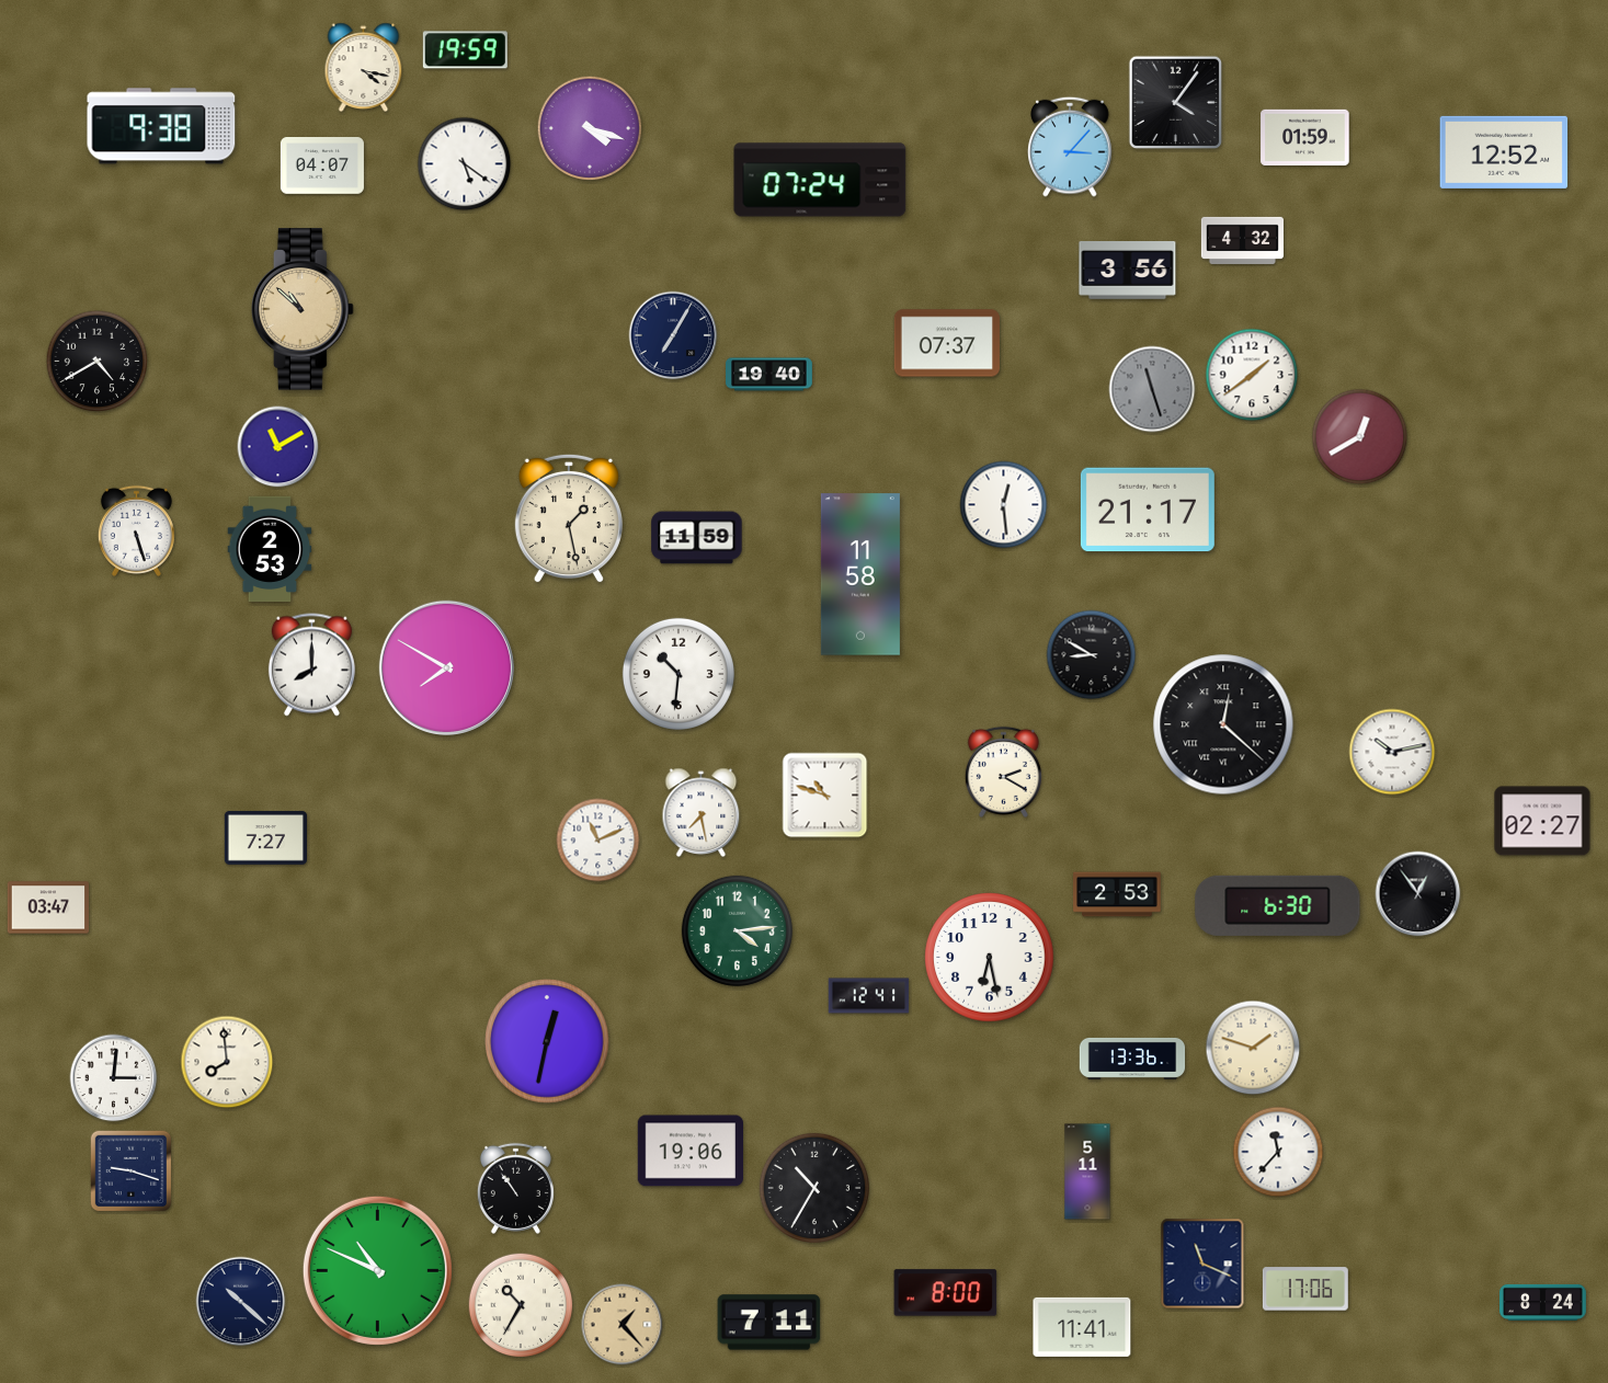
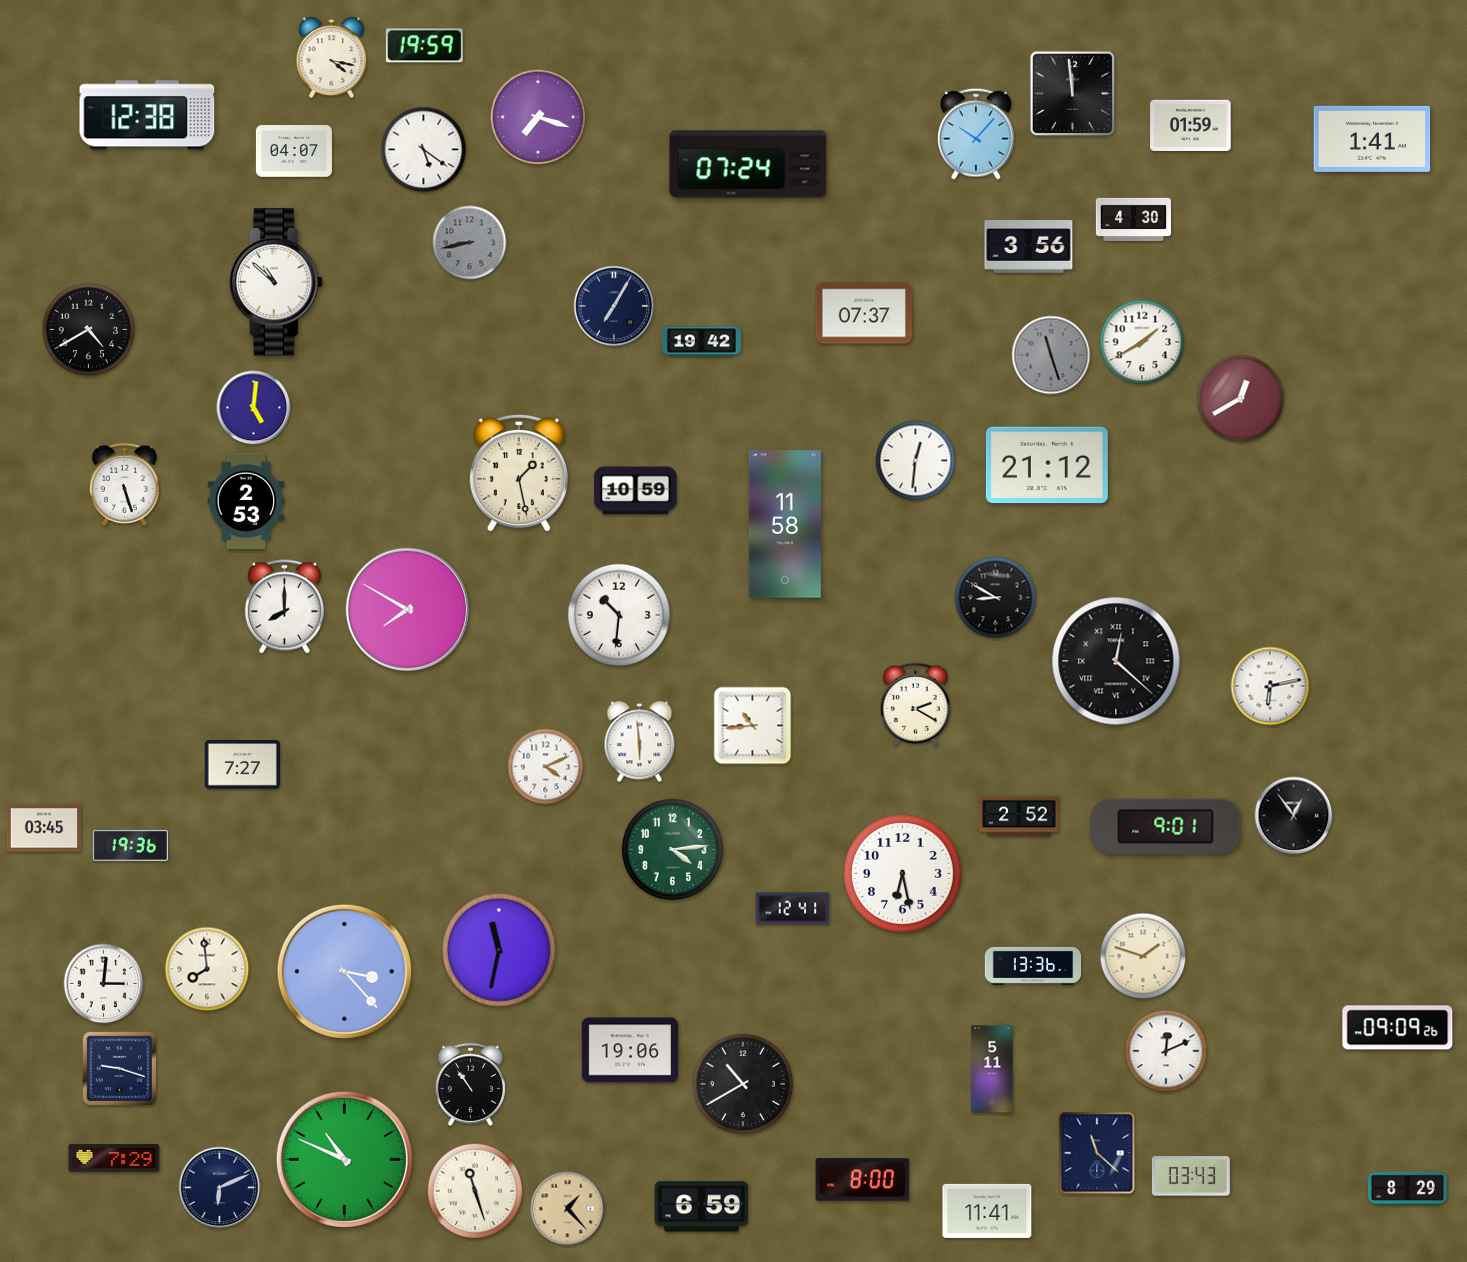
clock at (364, 68) position: (364, 68) -> (332, 58)
clock at (1176, 103): 4:06 -> 11:59
clock at (161, 126): 9:38 -> 12:38
clock at (590, 128): 4:18 -> 7:18
clock at (1070, 147): 3:07 -> 10:07
clock at (1504, 152): 12:52 -> 1:41
clock at (1242, 240): 4:32 -> 4:30
clock at (470, 243): none -> 8:43
clock at (303, 309) dial: champagne -> white
clock at (769, 375): 19:40 -> 19:42
clock at (1252, 375): 1:39 -> 1:40
clock at (278, 447): 11:10 -> 5:01
clock at (1004, 505): 12:29 -> 12:31
clock at (1148, 510): 21:17 -> 21:12
clock at (697, 538): 11:59 -> 10:59
clock at (1392, 752): 10:13 -> 6:13
clock at (825, 796): 10:48 -> 10:44
clock at (702, 813): 7:28 -> 5:59
clock at (1542, 821): 02:27 -> none
clock at (598, 841): 11:11 -> 4:11
clock at (1117, 894): 2:53 -> 2:52
clock at (1278, 905): 6:30 -> 9:01
clock at (48, 907): 03:47 -> 03:45
clock at (130, 845): none -> 19:36
clock at (548, 1042): 12:32 -> 11:32
clock at (344, 971): none -> 3:23
clock at (1398, 1028): none -> 09:09
clock at (1278, 1152): 11:37 -> 12:11
clock at (814, 1188): 10:35 -> 10:40
clock at (1202, 1264): 11:19 -> 11:22
clock at (114, 1158): none -> 7:29
clock at (1305, 1289): 17:06 -> 03:43
clock at (241, 1302): 10:22 -> 6:11
clock at (1543, 1302): 8:24 -> 8:29
clock at (521, 1305): 10:35 -> 11:27
clock at (769, 1323): 7:11 -> 6:59
